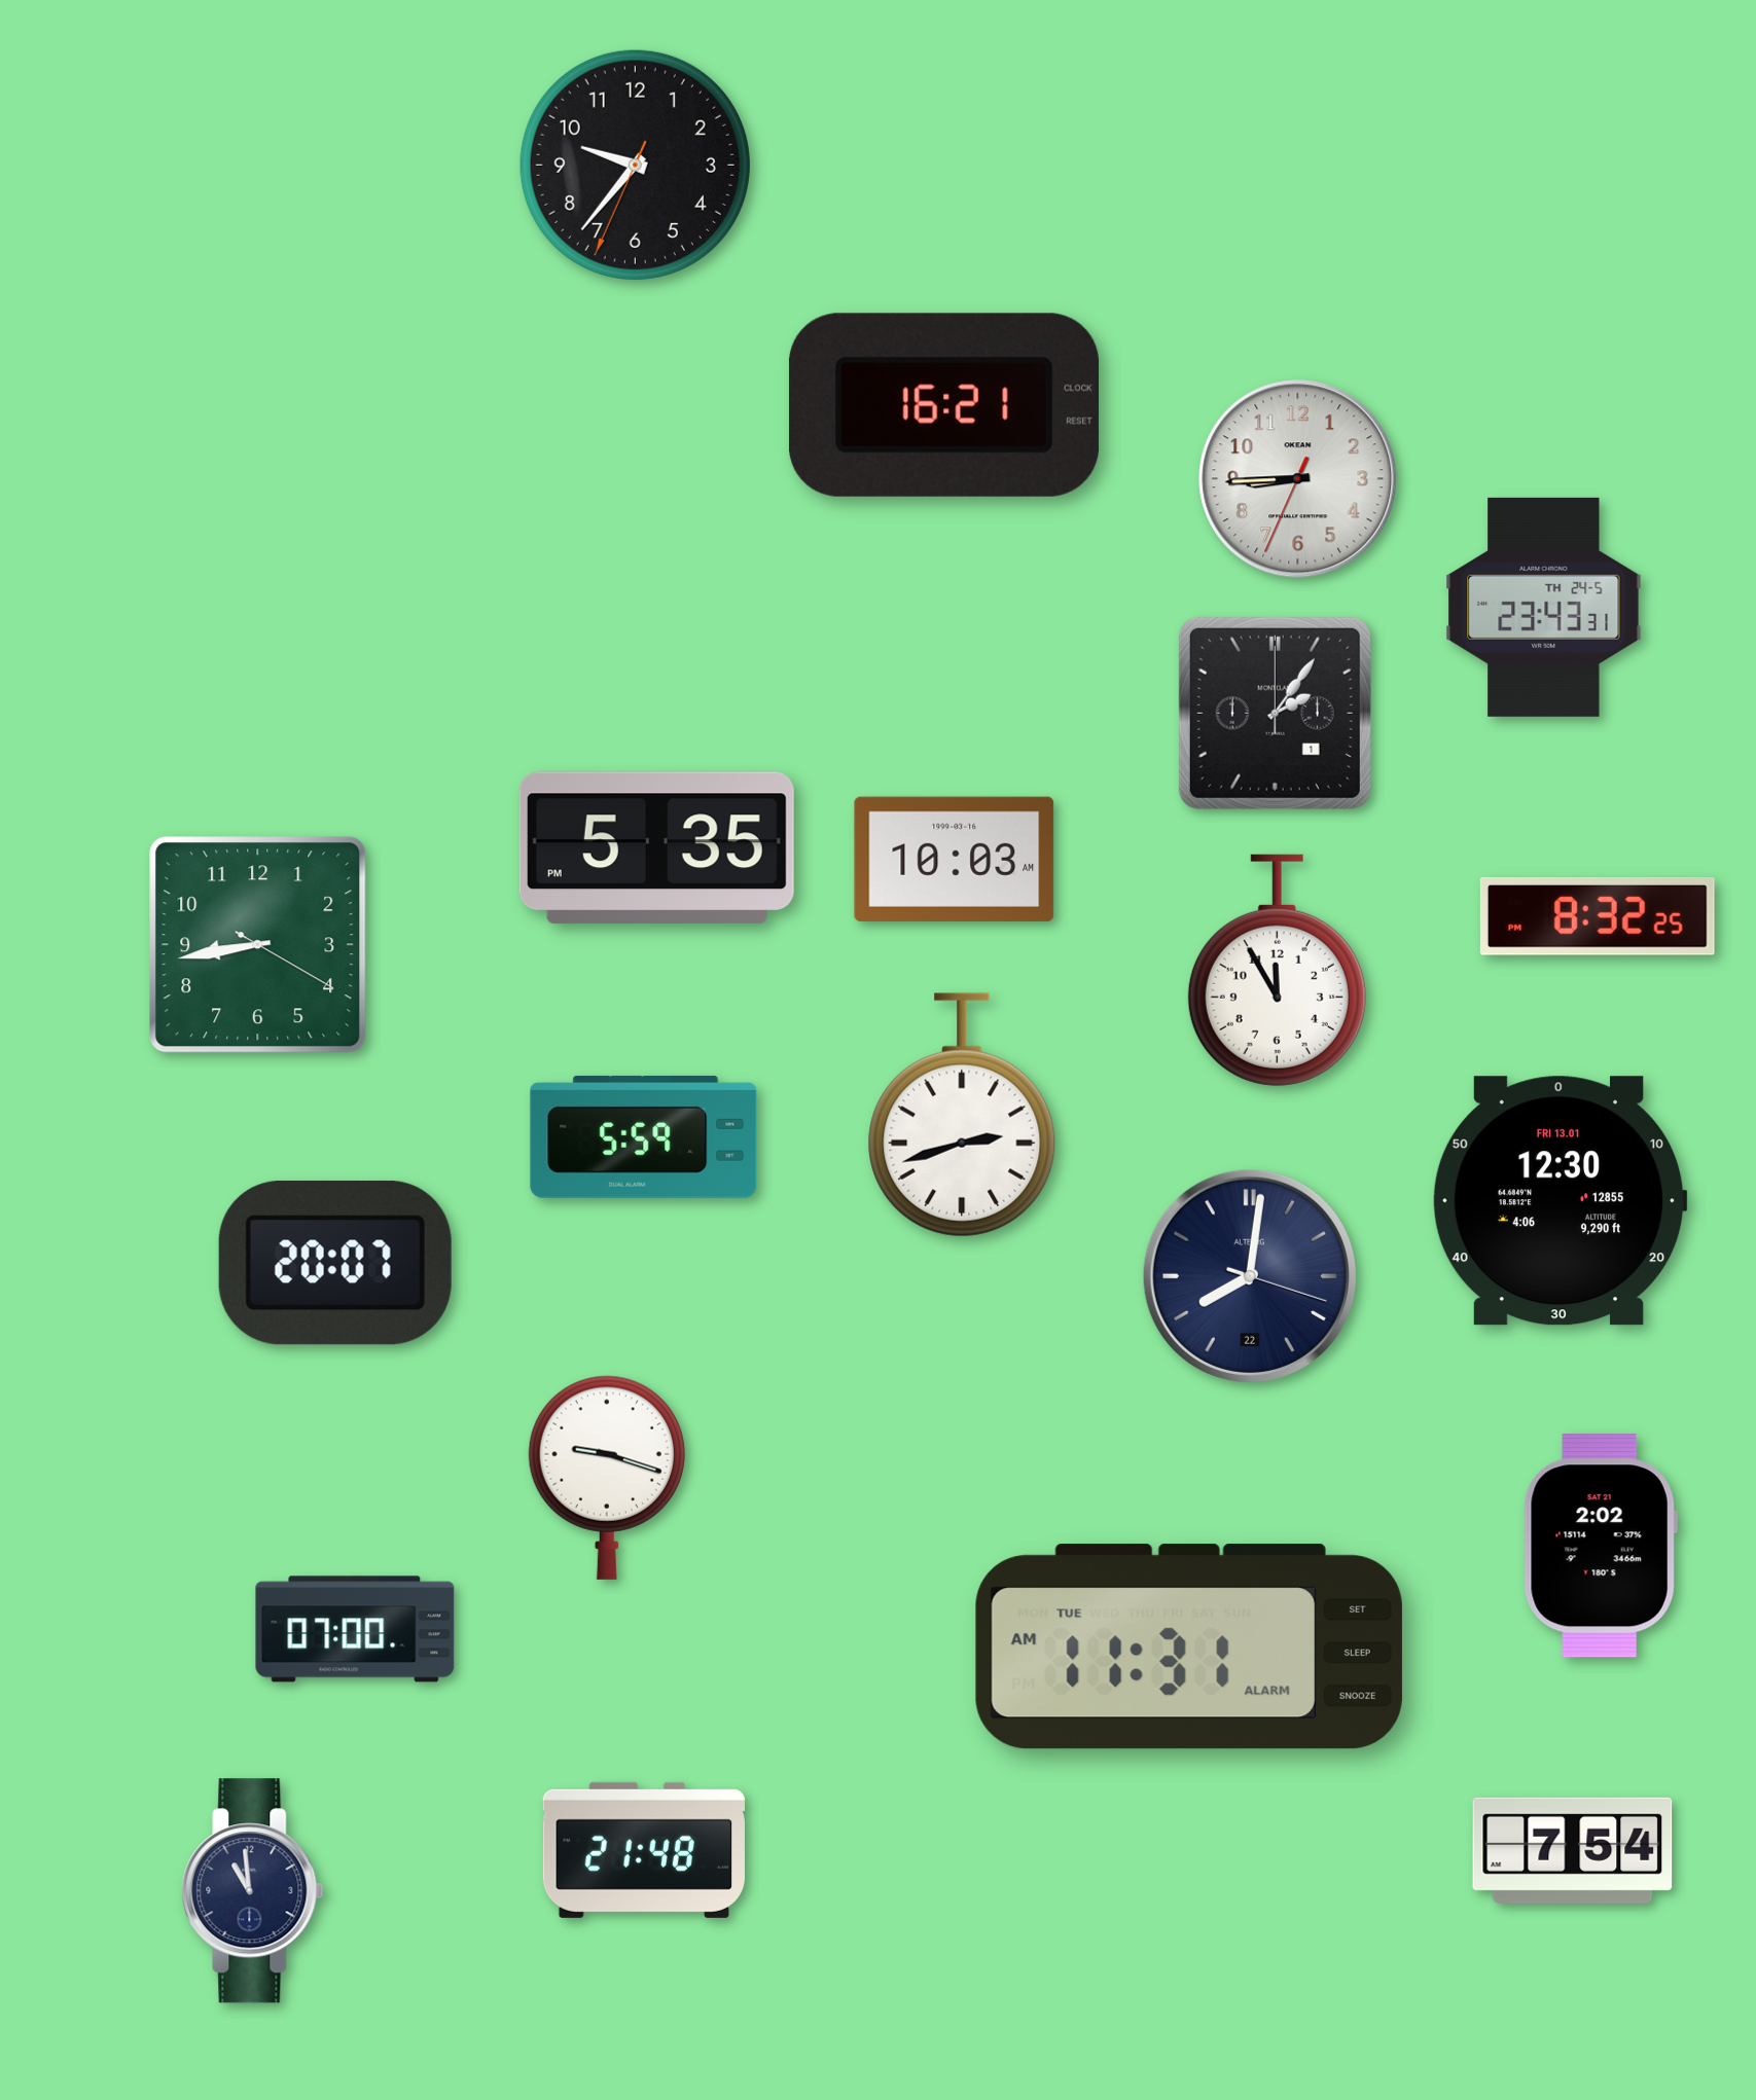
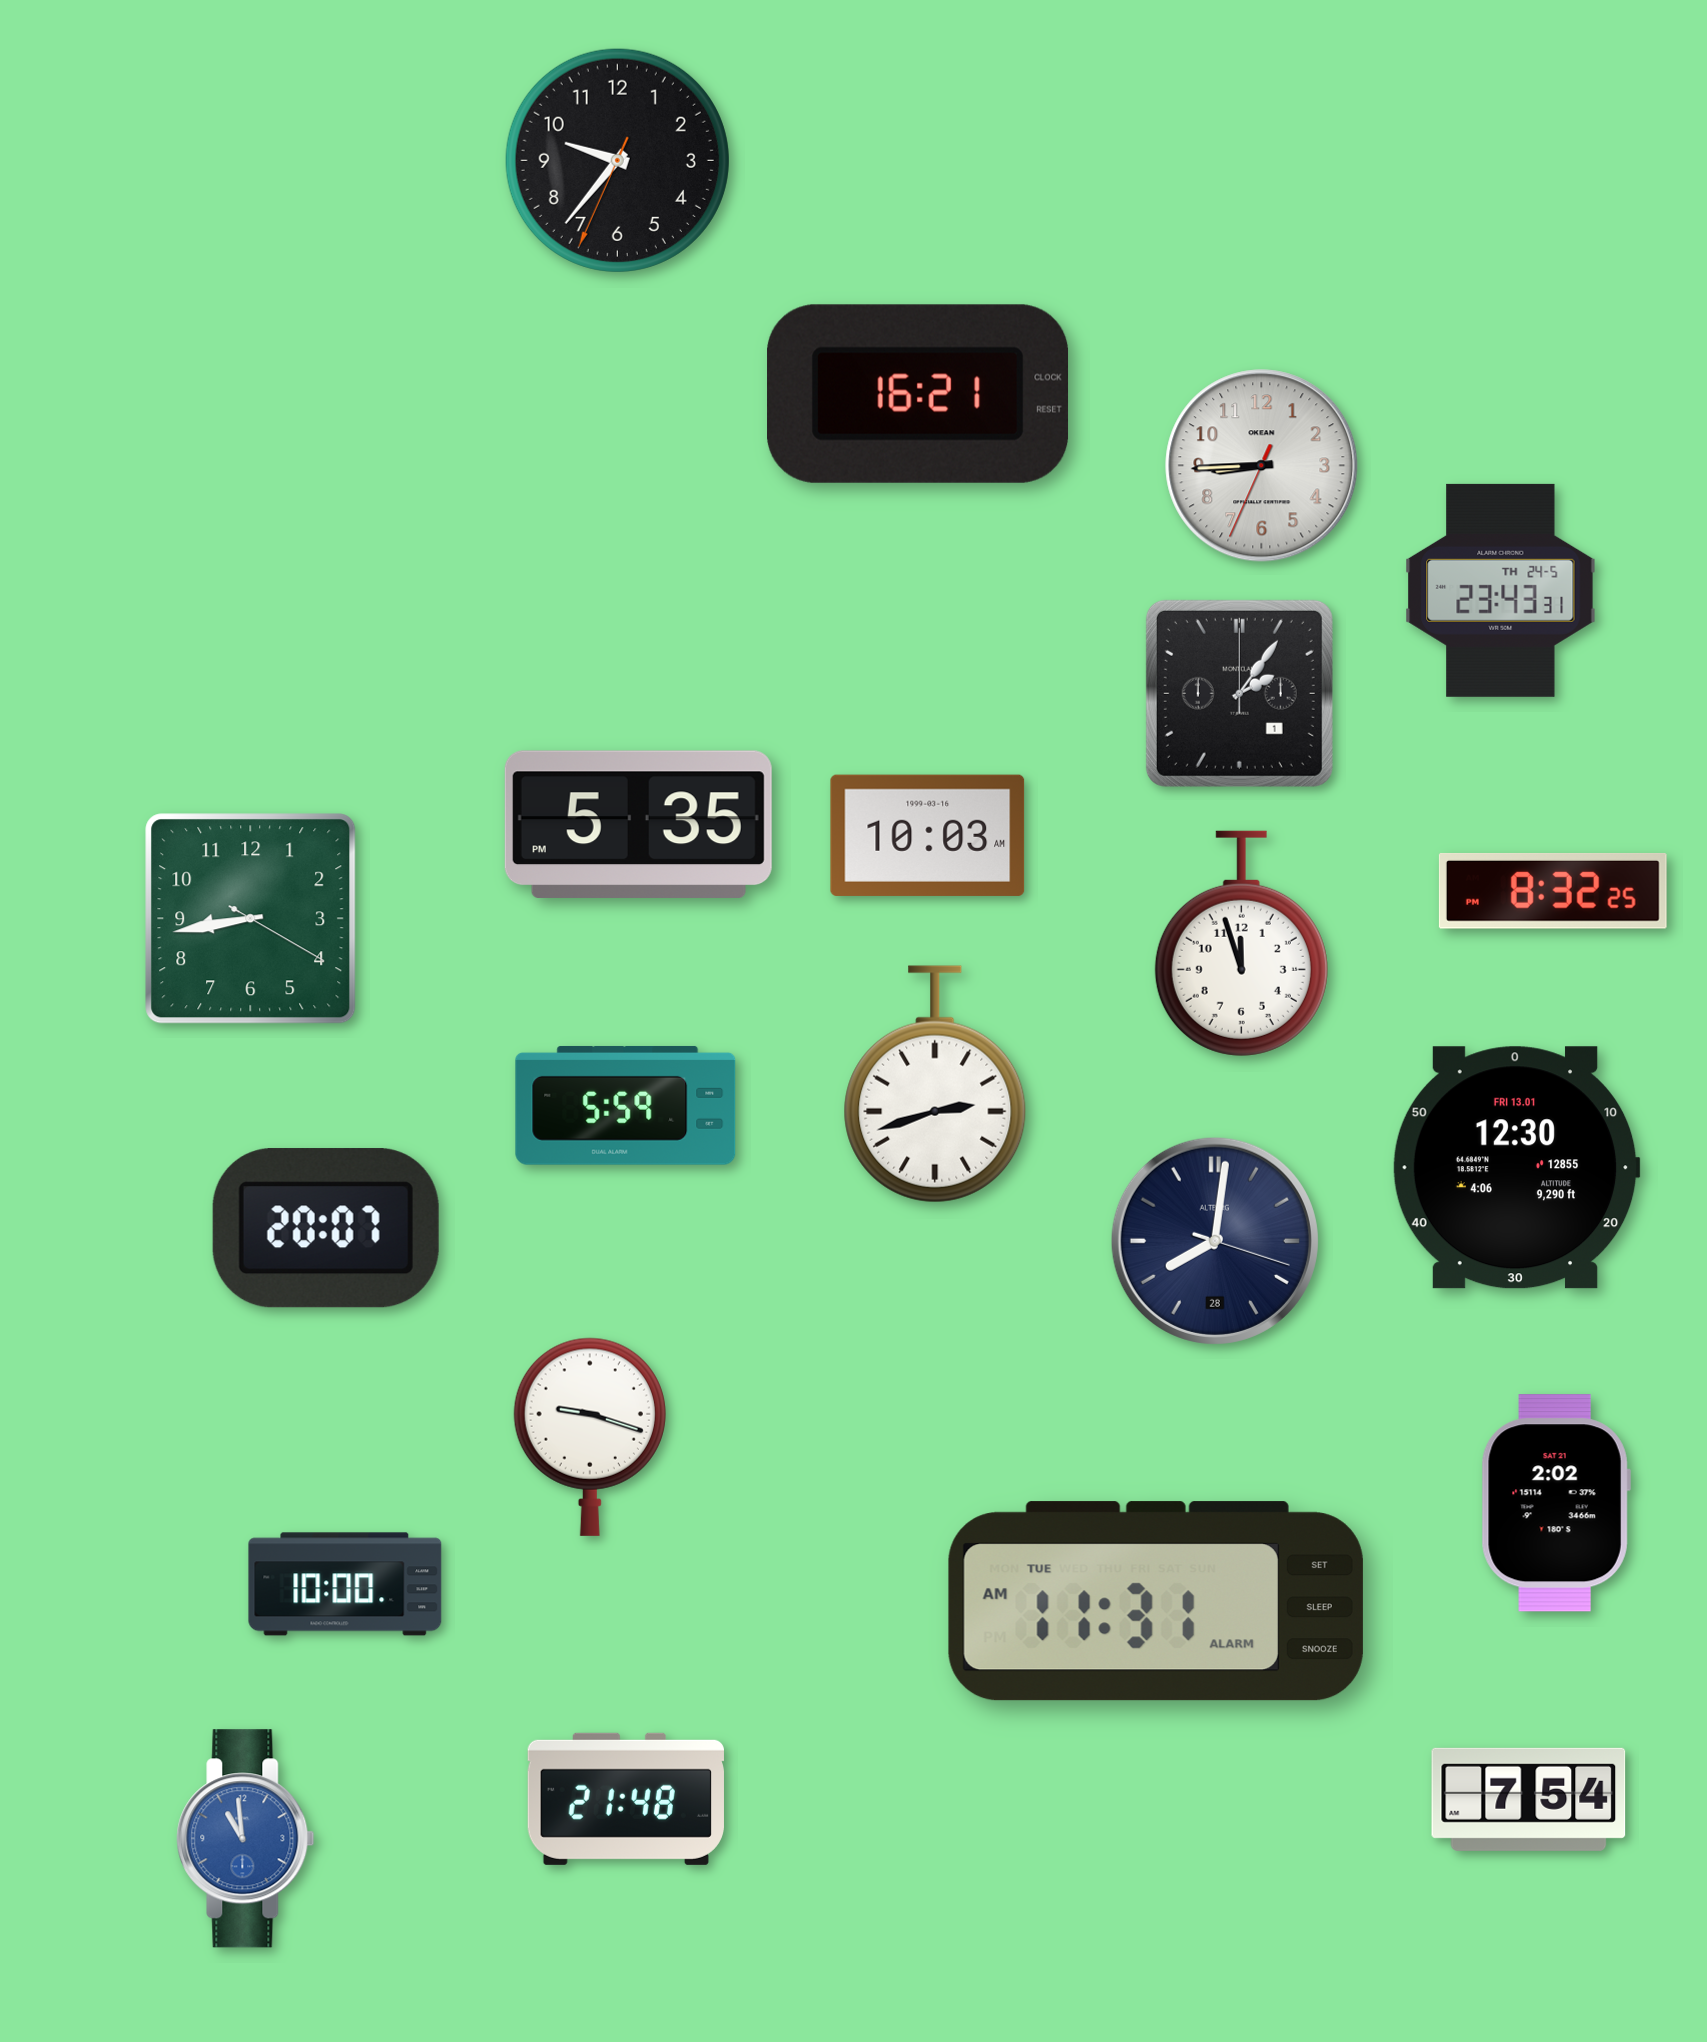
clock at (1277, 970): 11:55 -> 11:57
clock at (1250, 1276) date: 22 -> 28
clock at (355, 1629): 07:00 -> 10:00
clock at (253, 1891) dial: navy -> blue
